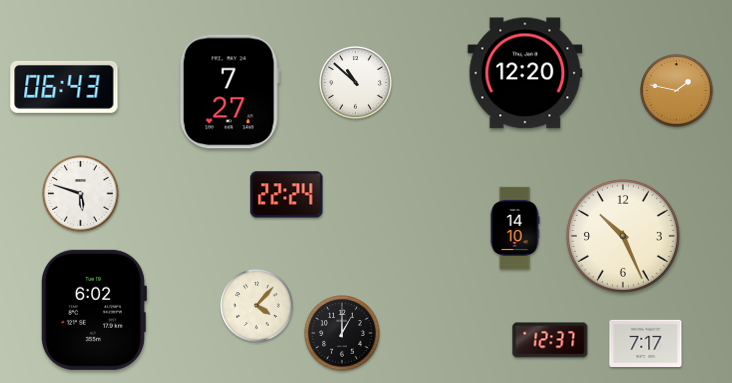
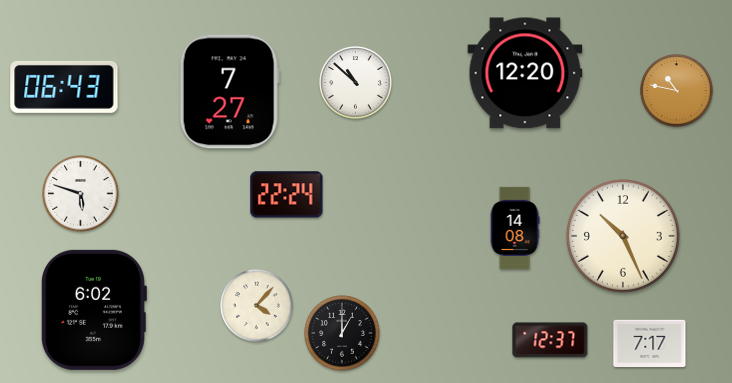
clock at (677, 91): 1:47 -> 10:47
clock at (515, 227): 14:10 -> 14:08
clock at (646, 344) position: (646, 344) -> (650, 344)
